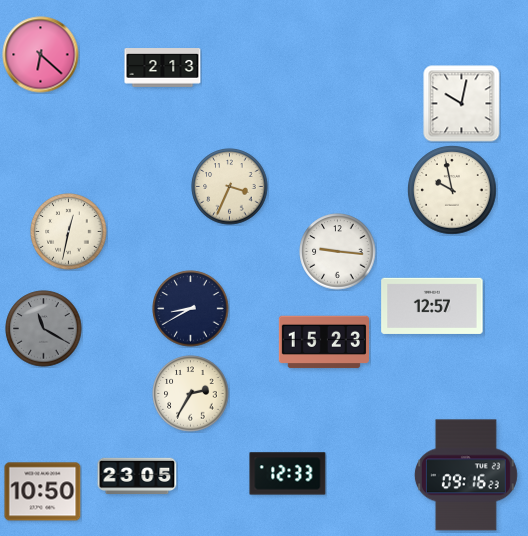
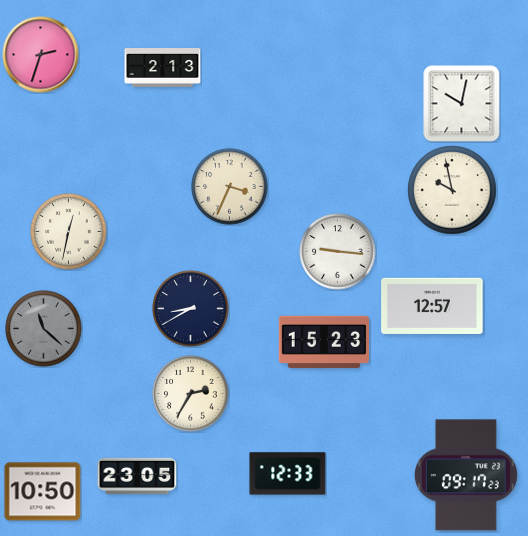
clock at (41, 55): 6:22 -> 2:33
clock at (44, 329): 11:20 -> 11:22
clock at (466, 475): 09:16 -> 09:17
